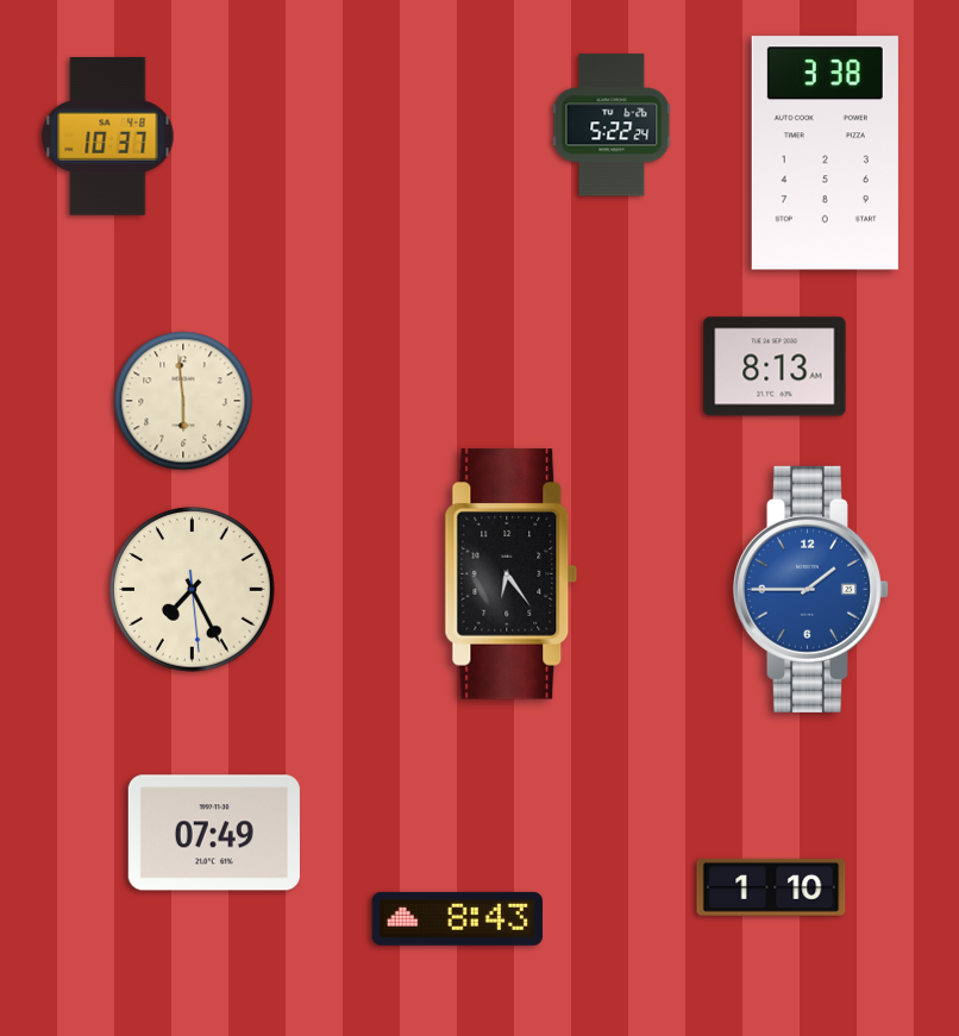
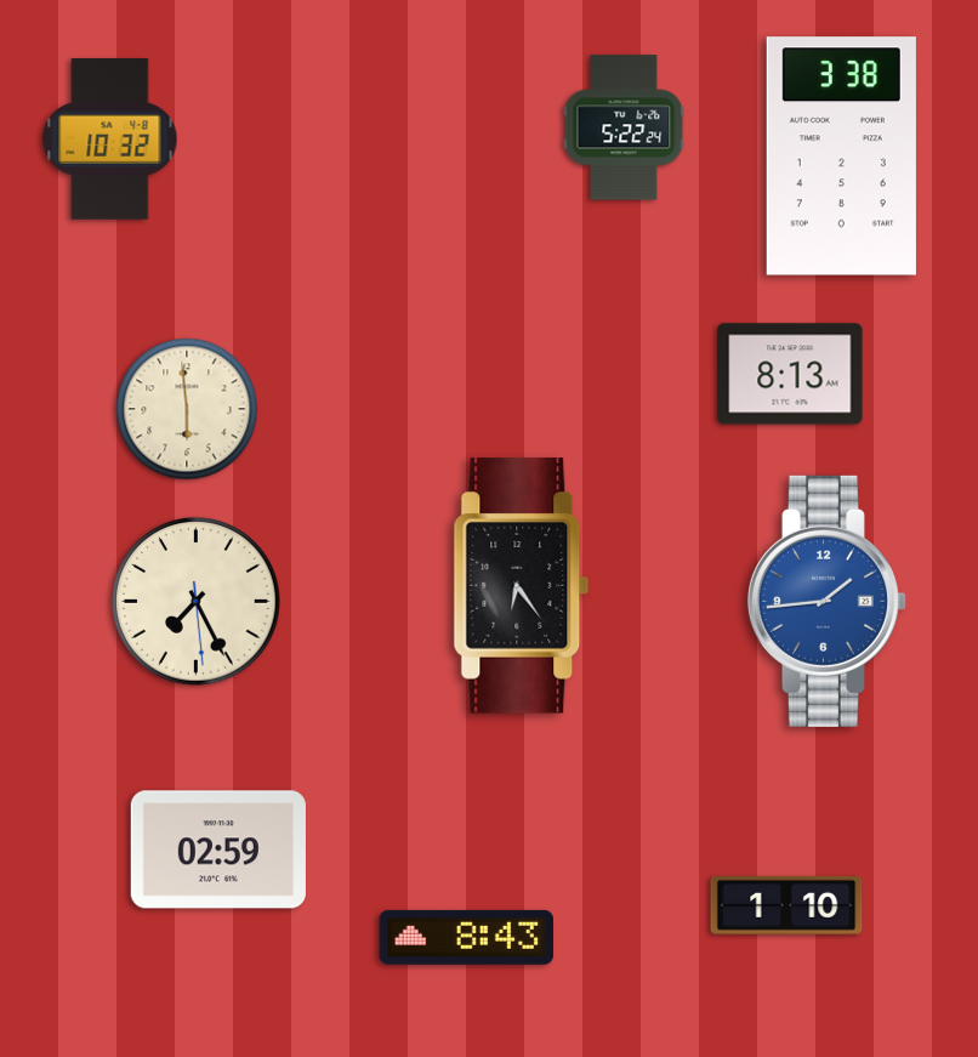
clock at (108, 137): 10:37 -> 10:32
clock at (810, 589): 1:45 -> 1:44
clock at (214, 833): 07:49 -> 02:59
